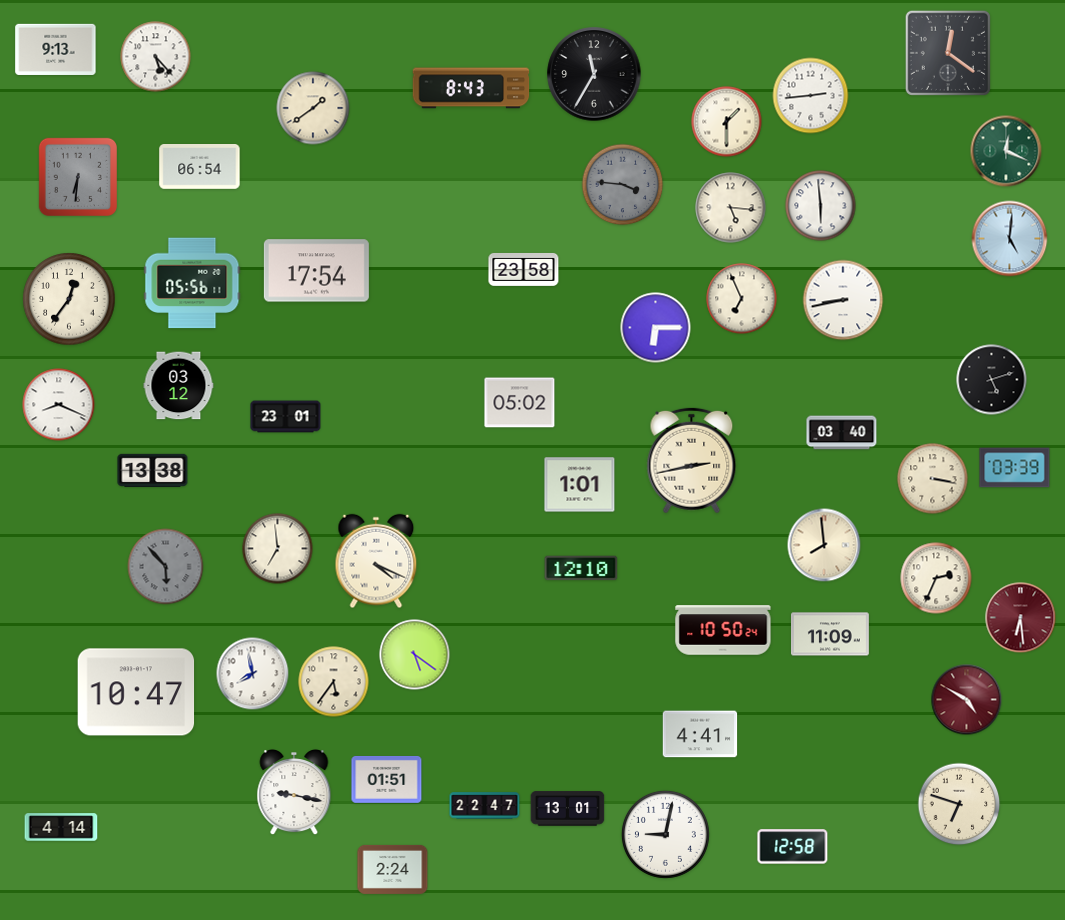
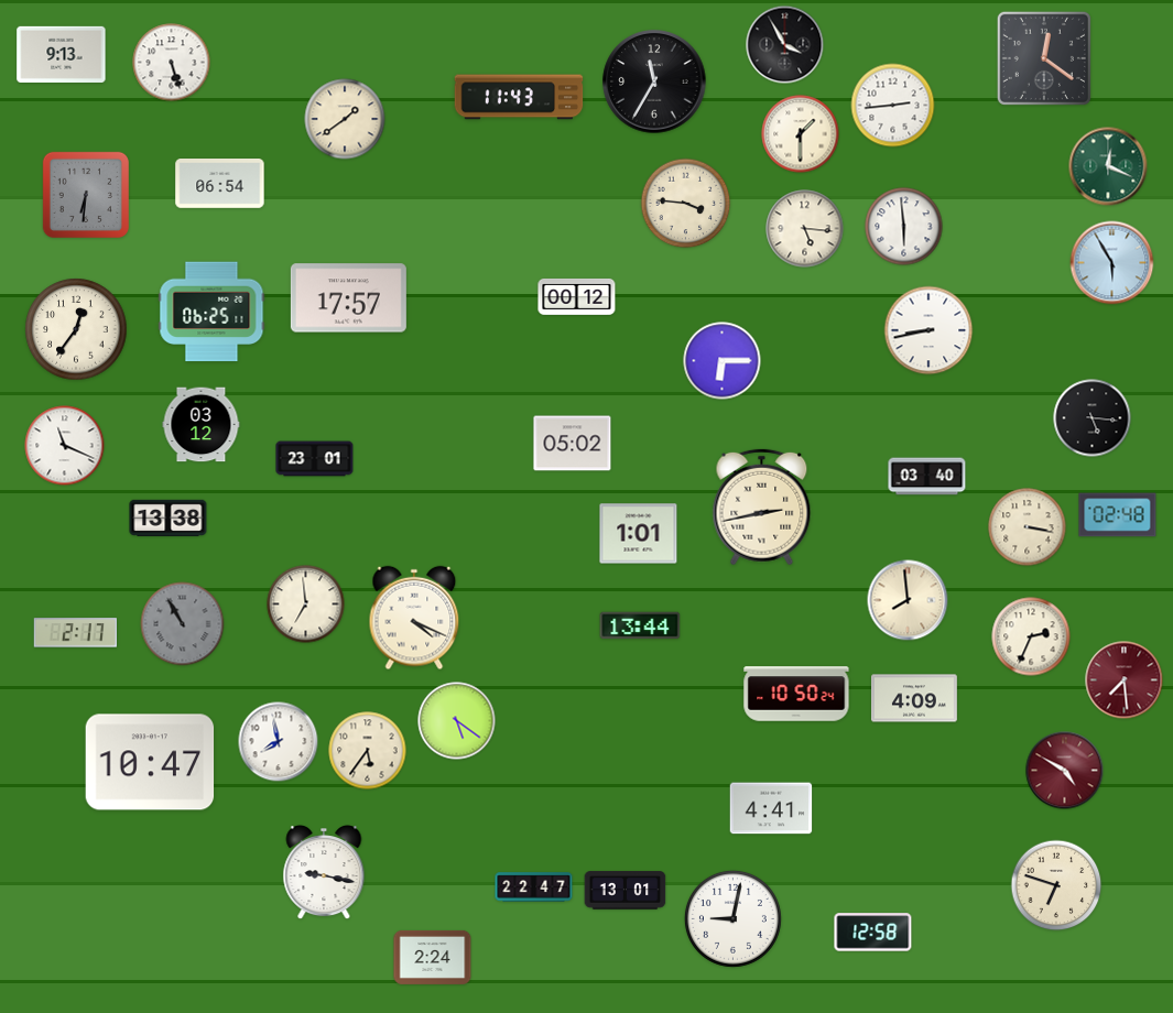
clock at (785, 45): none -> 3:55
clock at (156, 57): 5:23 -> 5:27
clock at (471, 88): 8:43 -> 11:43
clock at (623, 185) dial: grey -> cream
clock at (1010, 239): 5:01 -> 5:55
clock at (524, 269): 23:58 -> 00:12
clock at (316, 271): 17:54 -> 17:57
clock at (192, 283): 05:56 -> 06:25
clock at (742, 299): 6:56 -> none
clock at (992, 380): 5:12 -> 5:16
clock at (179, 386) position: (179, 386) -> (202, 425)
clock at (59, 405): 8:19 -> 11:19
clock at (1015, 468): 03:39 -> 02:48
clock at (166, 567): 5:53 -> 10:55
clock at (581, 568): 12:10 -> 13:44
clock at (75, 633): none -> 2:17
clock at (1021, 618): 6:29 -> 7:29
clock at (831, 634): 11:09 -> 4:09
clock at (387, 779): 01:51 -> none
clock at (61, 827): 4:14 -> none
